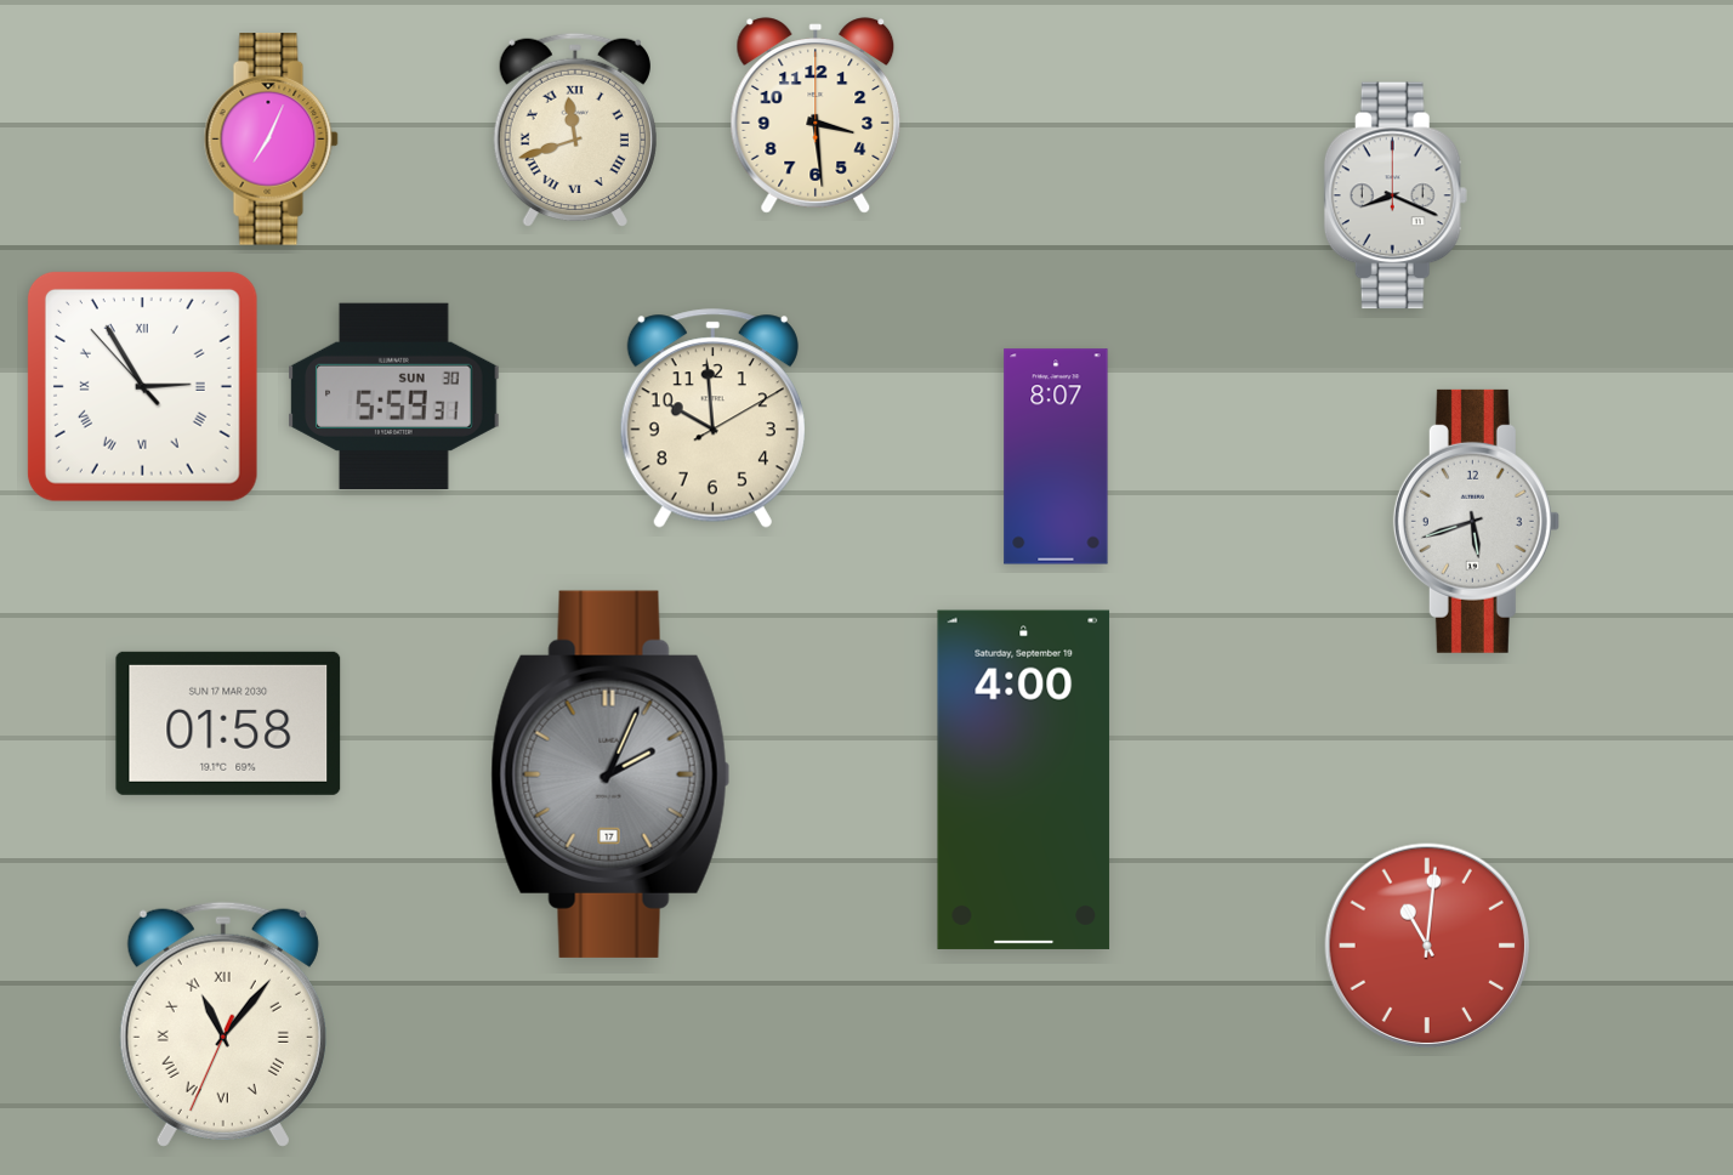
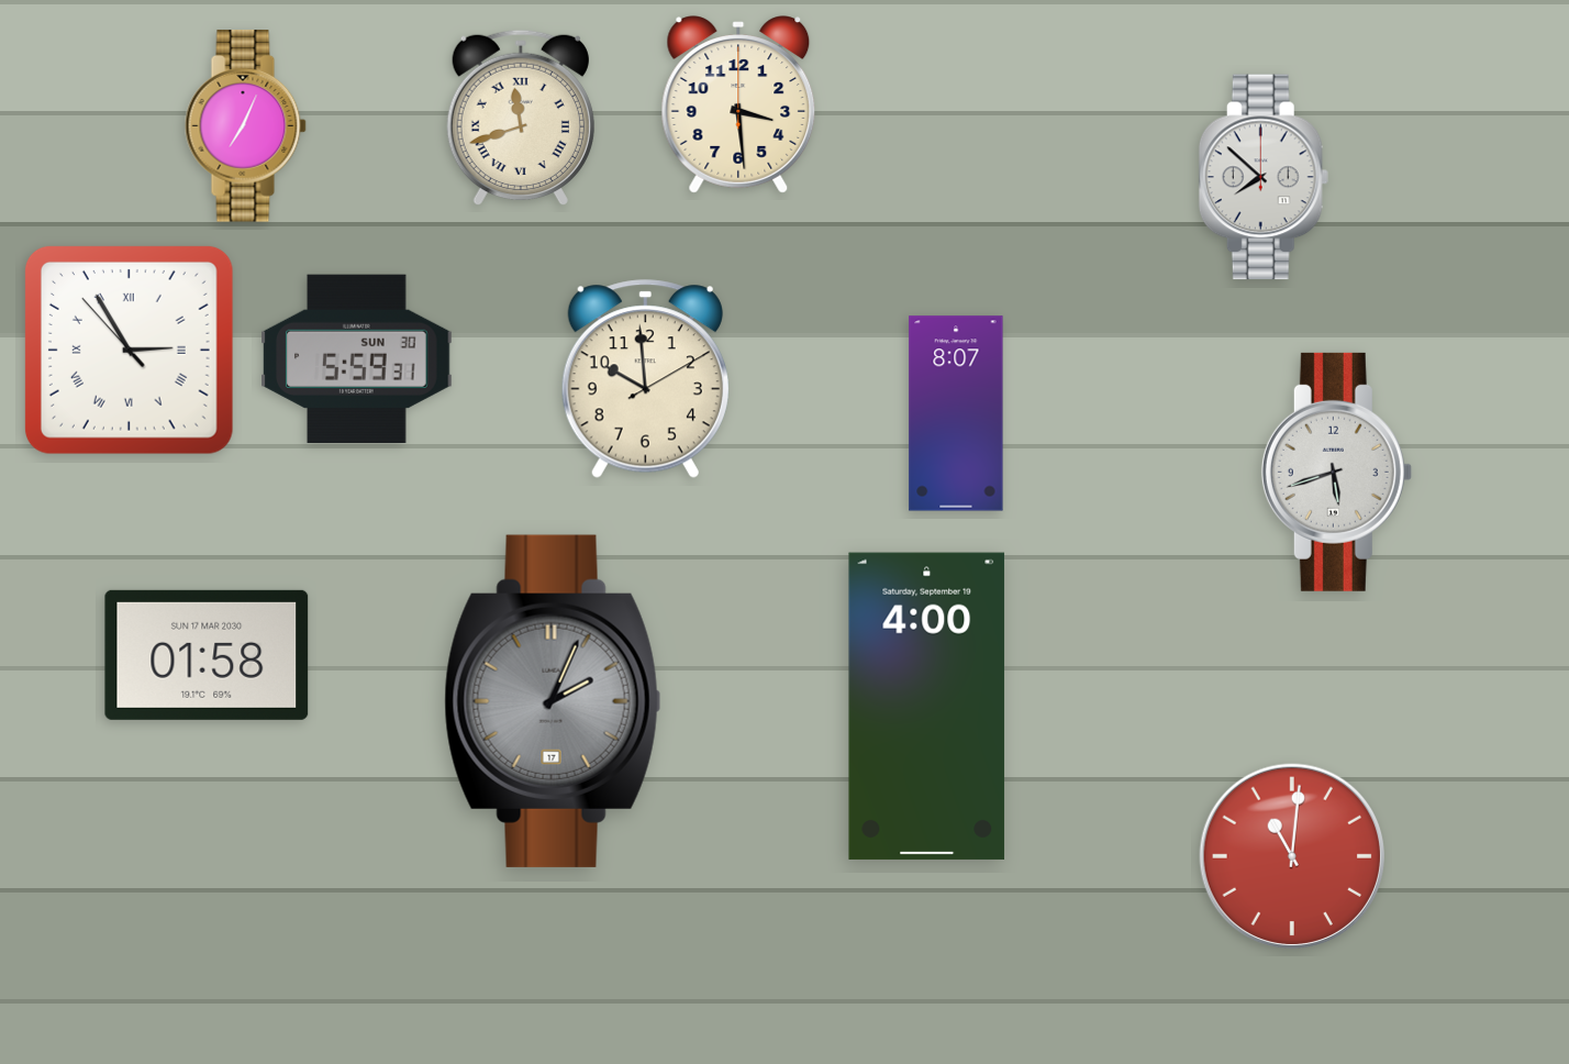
clock at (1396, 195): 8:19 -> 7:52
clock at (223, 1024): 11:06 -> none
